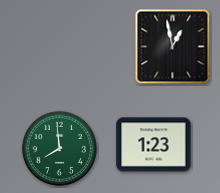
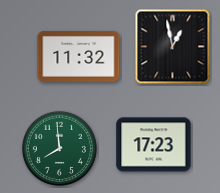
clock at (79, 56): none -> 11:32
clock at (154, 145): 1:23 -> 17:23
